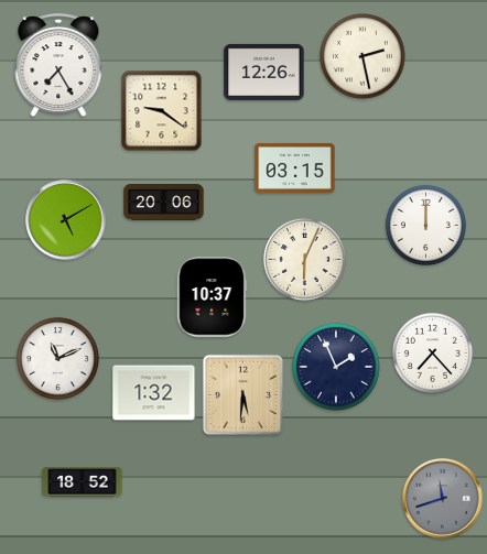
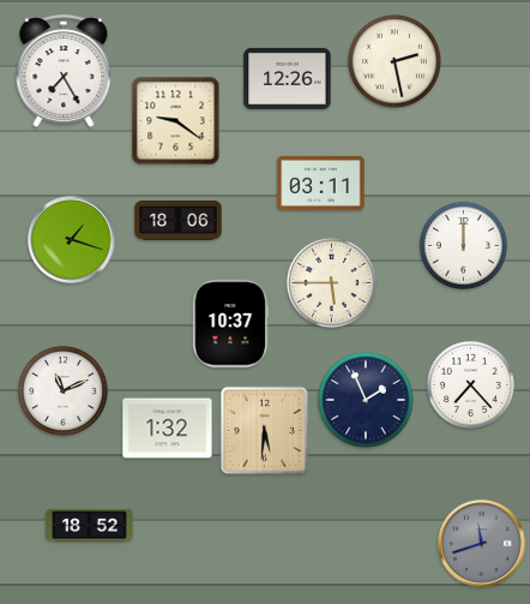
clock at (295, 167): 03:15 -> 03:11
clock at (164, 203): 20:06 -> 18:06
clock at (66, 220): 5:10 -> 1:18
clock at (304, 259): 6:04 -> 5:45
